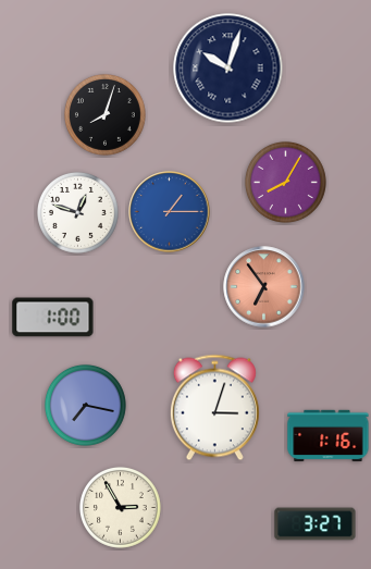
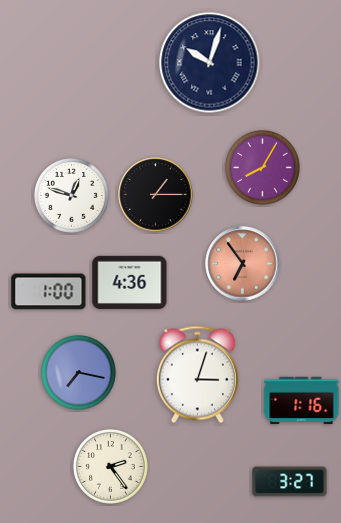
clock at (104, 114): 8:03 -> none
clock at (170, 212) dial: blue -> black
clock at (130, 282): none -> 4:36
clock at (120, 507): 2:55 -> 2:24
